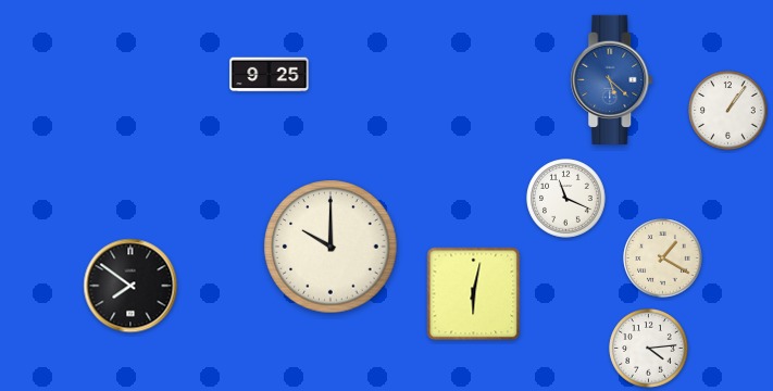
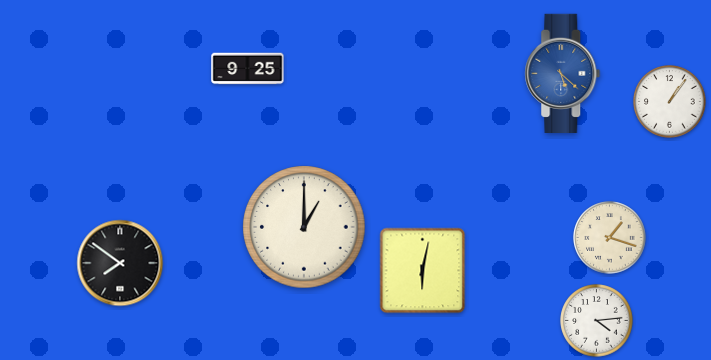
clock at (566, 199): 11:19 -> none
clock at (331, 247): 10:00 -> 1:00
clock at (663, 258): 1:20 -> 1:18
clock at (474, 294) position: (474, 294) -> (423, 271)
